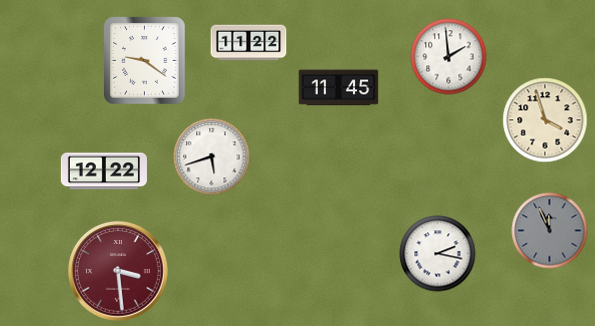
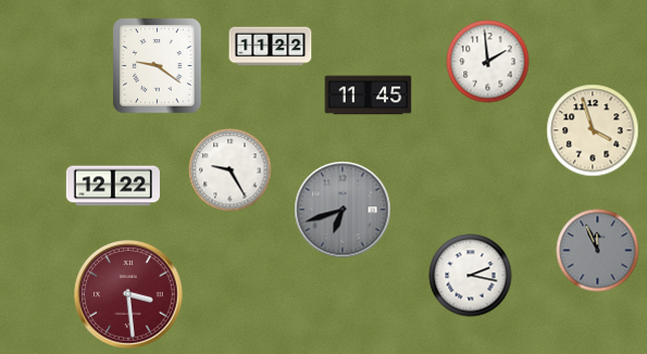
clock at (212, 157): 5:42 -> 9:25
clock at (343, 210): none -> 6:42
clock at (438, 254) position: (438, 254) -> (471, 276)
